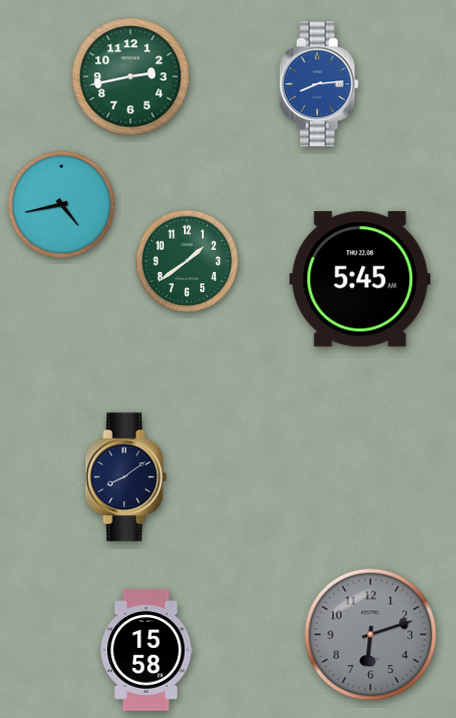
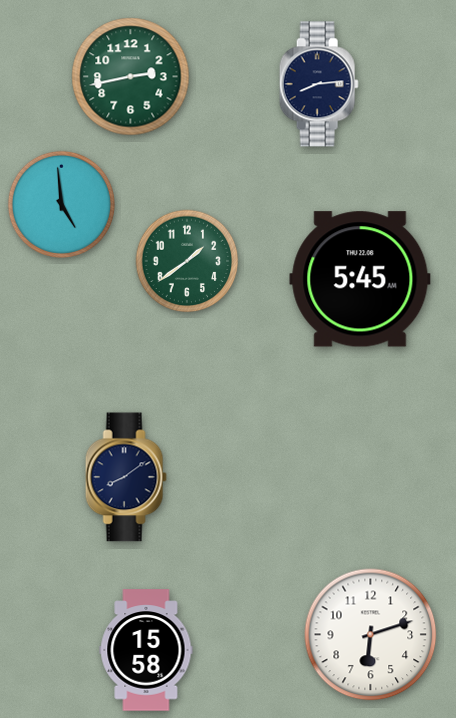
clock at (319, 84) dial: blue -> navy
clock at (61, 204): 4:43 -> 4:59
clock at (371, 635) dial: grey -> white
